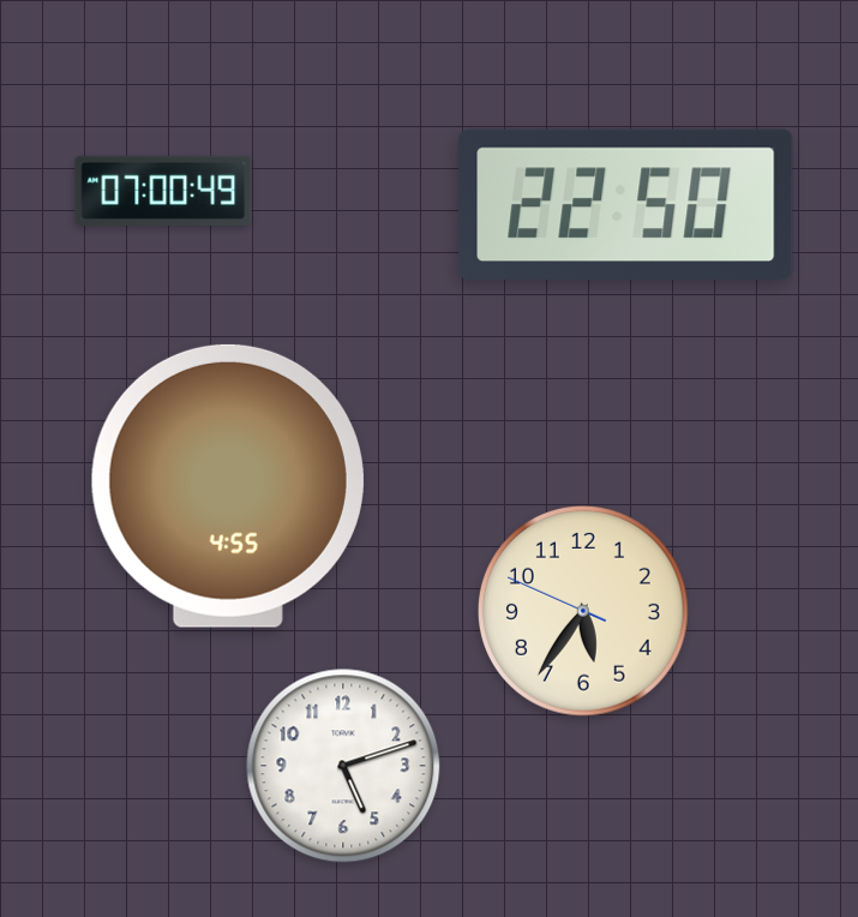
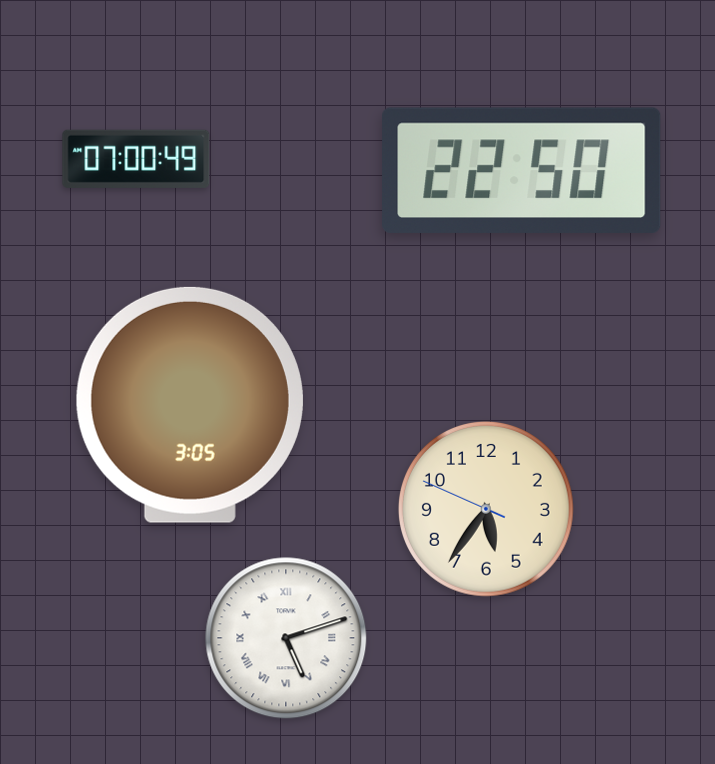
clock at (228, 486): 4:55 -> 3:05
clock at (343, 766) numerals: Arabic -> Roman
